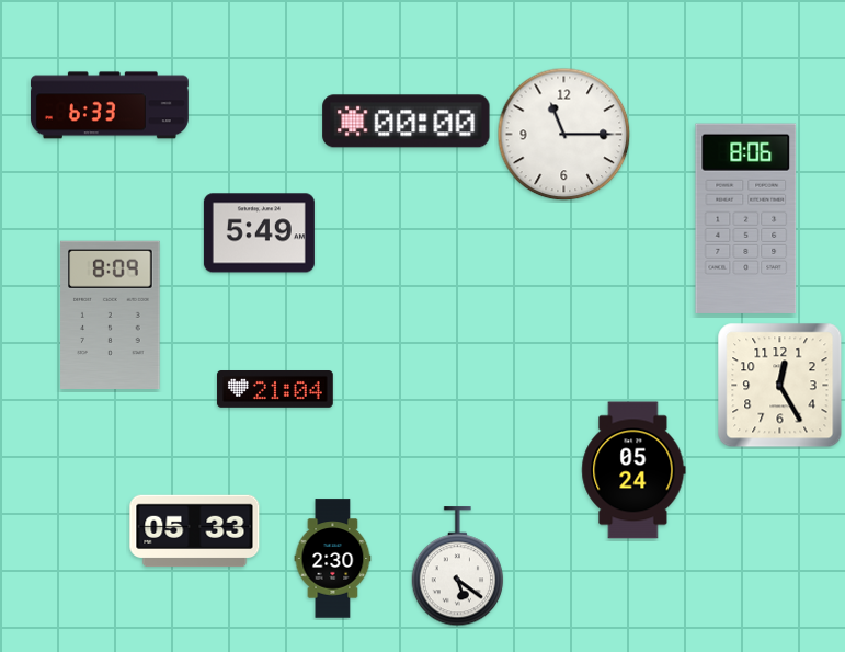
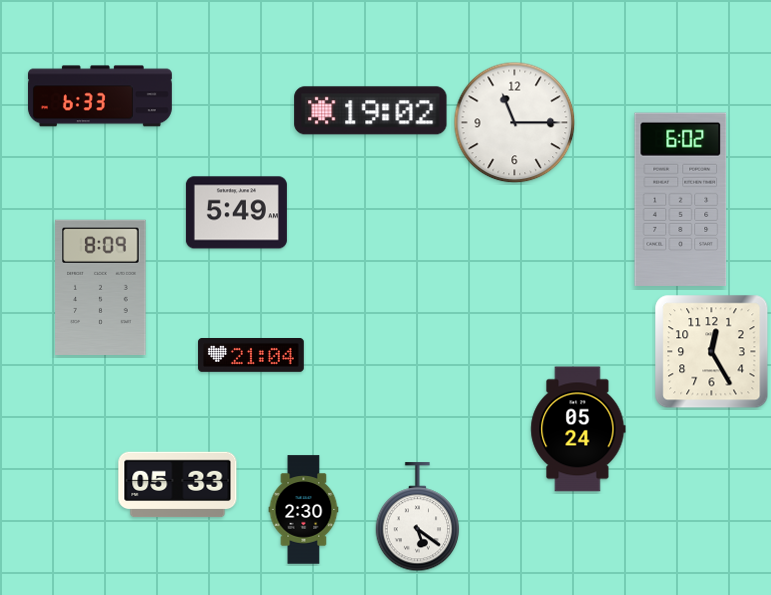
clock at (407, 122): 00:00 -> 19:02
clock at (746, 218): 8:06 -> 6:02
